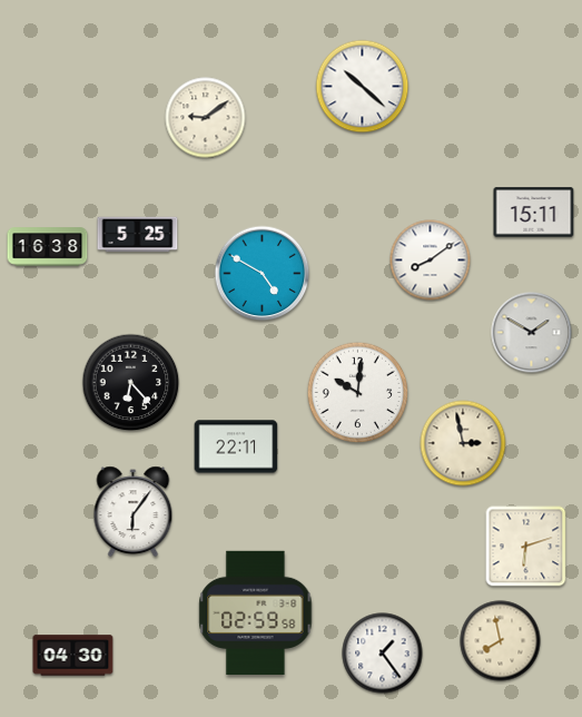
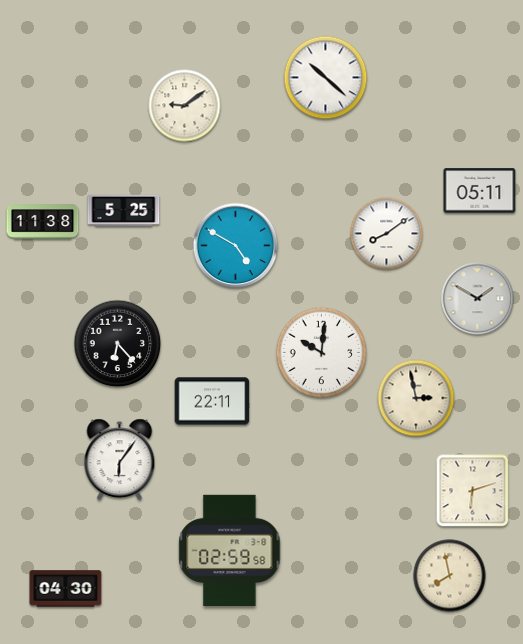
clock at (534, 213): 15:11 -> 05:11
clock at (48, 247): 16:38 -> 11:38
clock at (383, 654): 1:24 -> none
